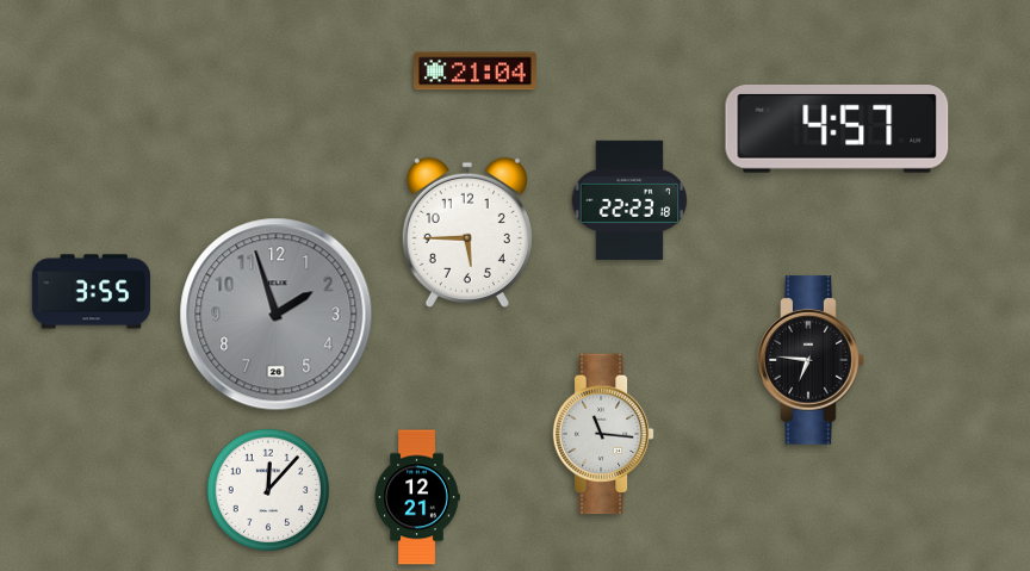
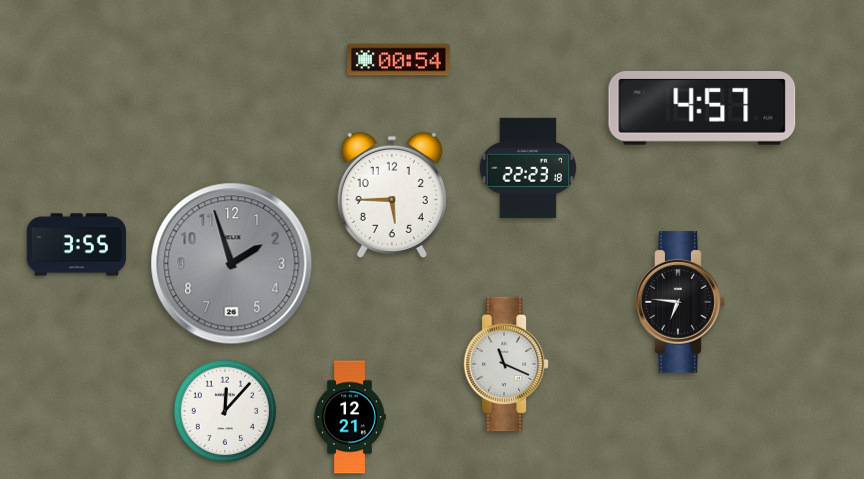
clock at (476, 72): 21:04 -> 00:54
clock at (603, 434): 11:16 -> 11:19
